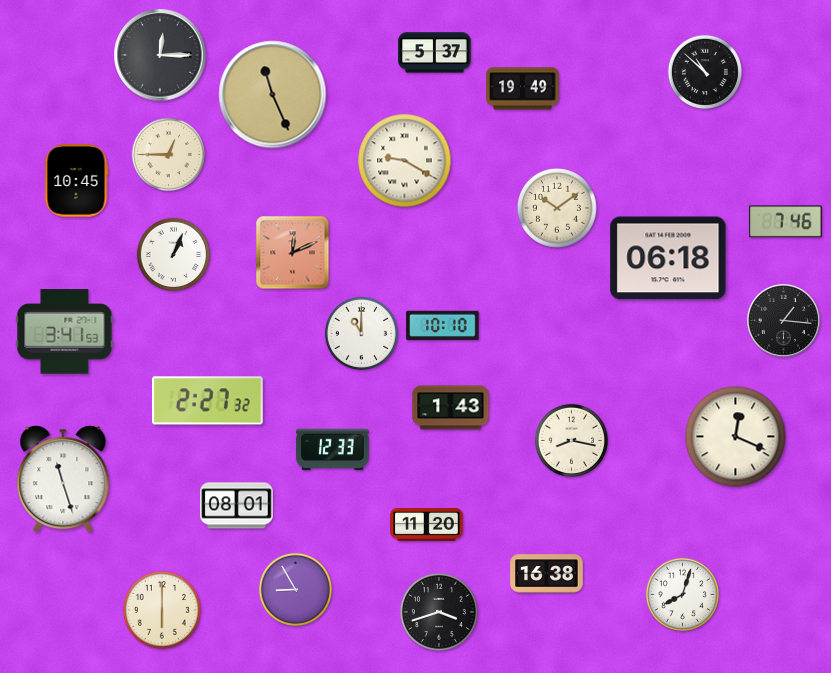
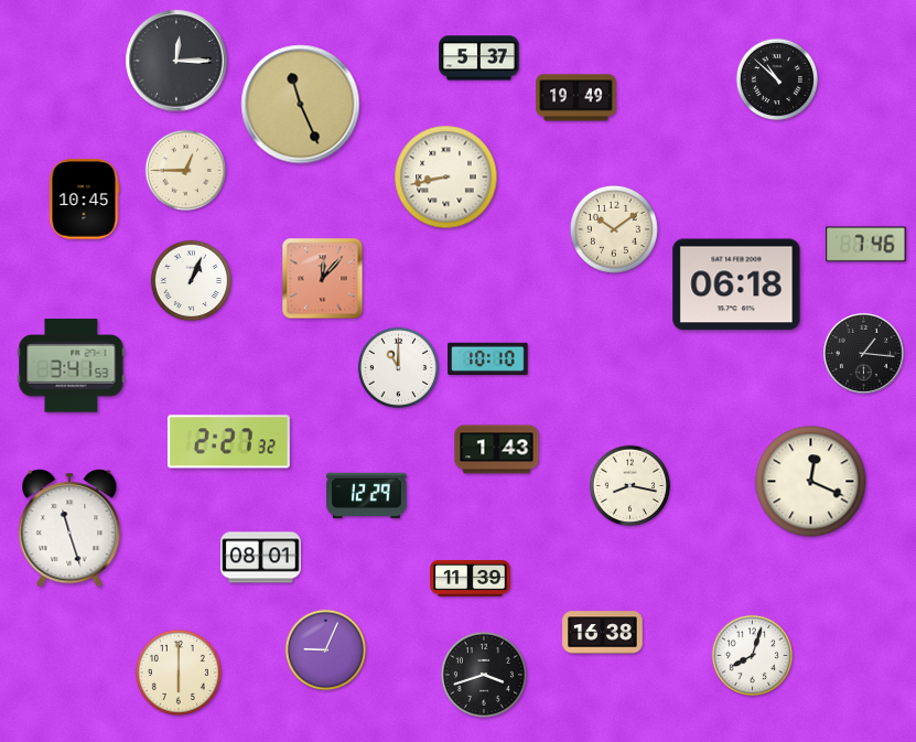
clock at (405, 161): 9:20 -> 8:43
clock at (293, 253): 12:11 -> 12:07
clock at (333, 450): 12:33 -> 12:29
clock at (427, 524): 11:20 -> 11:39
clock at (295, 589): 8:55 -> 9:04
